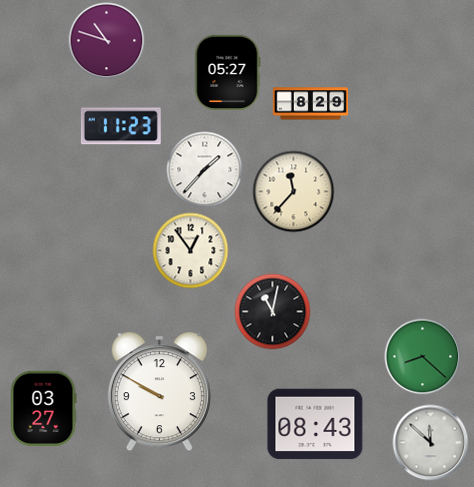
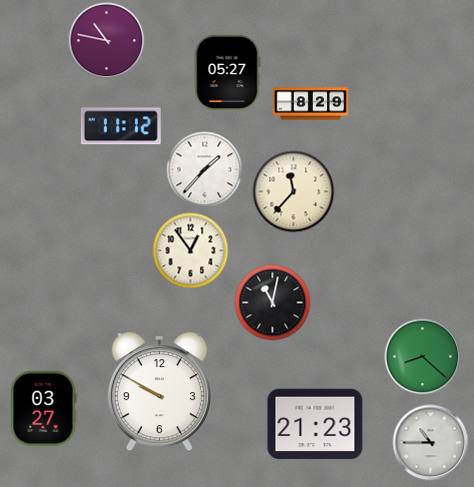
clock at (107, 41): 10:48 -> 10:47
clock at (121, 126): 11:23 -> 11:12
clock at (273, 312) position: (273, 312) -> (273, 303)
clock at (315, 424): 08:43 -> 21:23
clock at (431, 443): 11:52 -> 10:45
